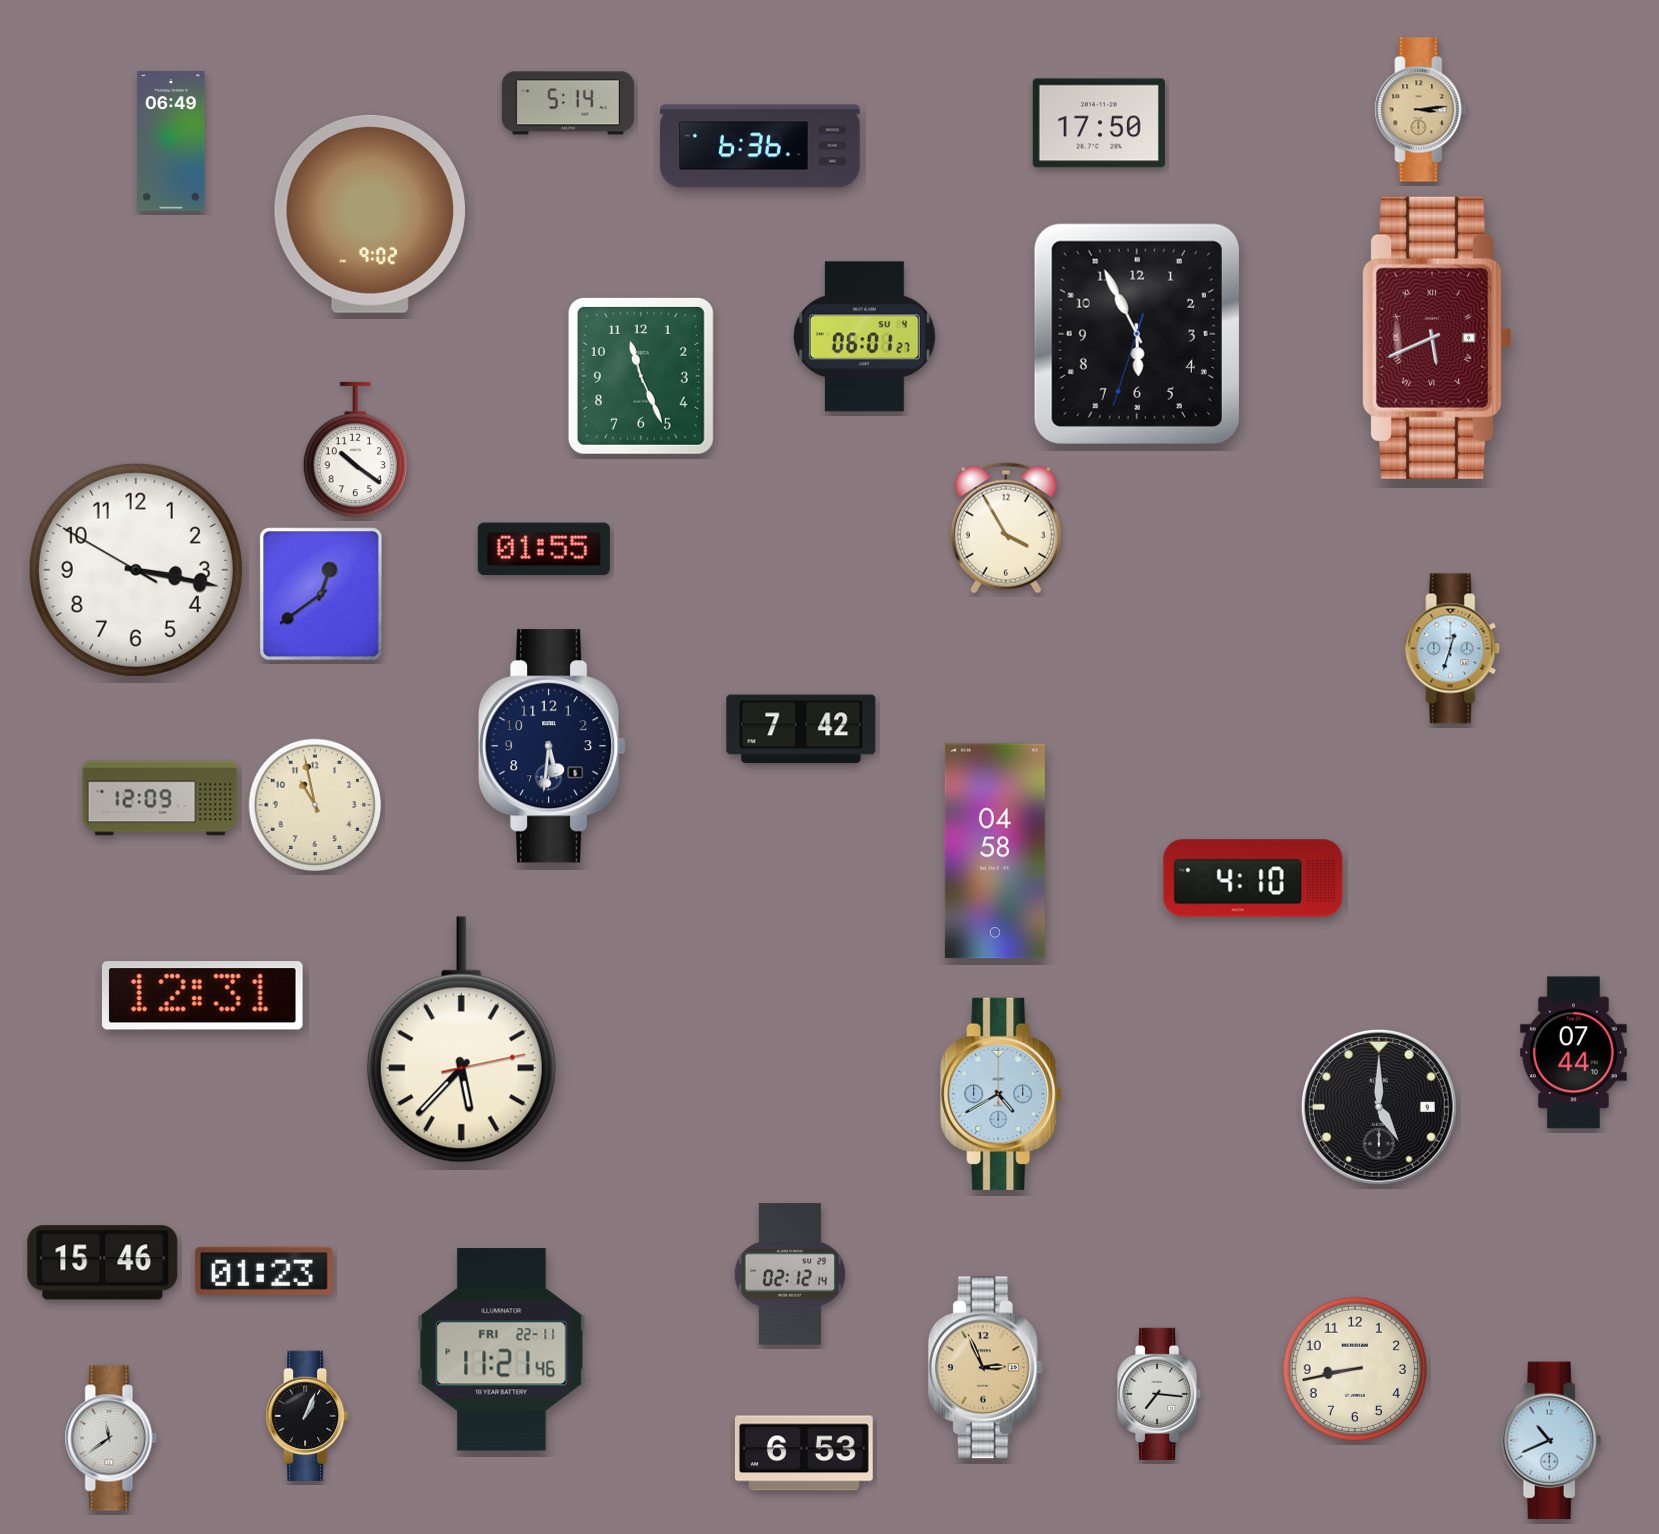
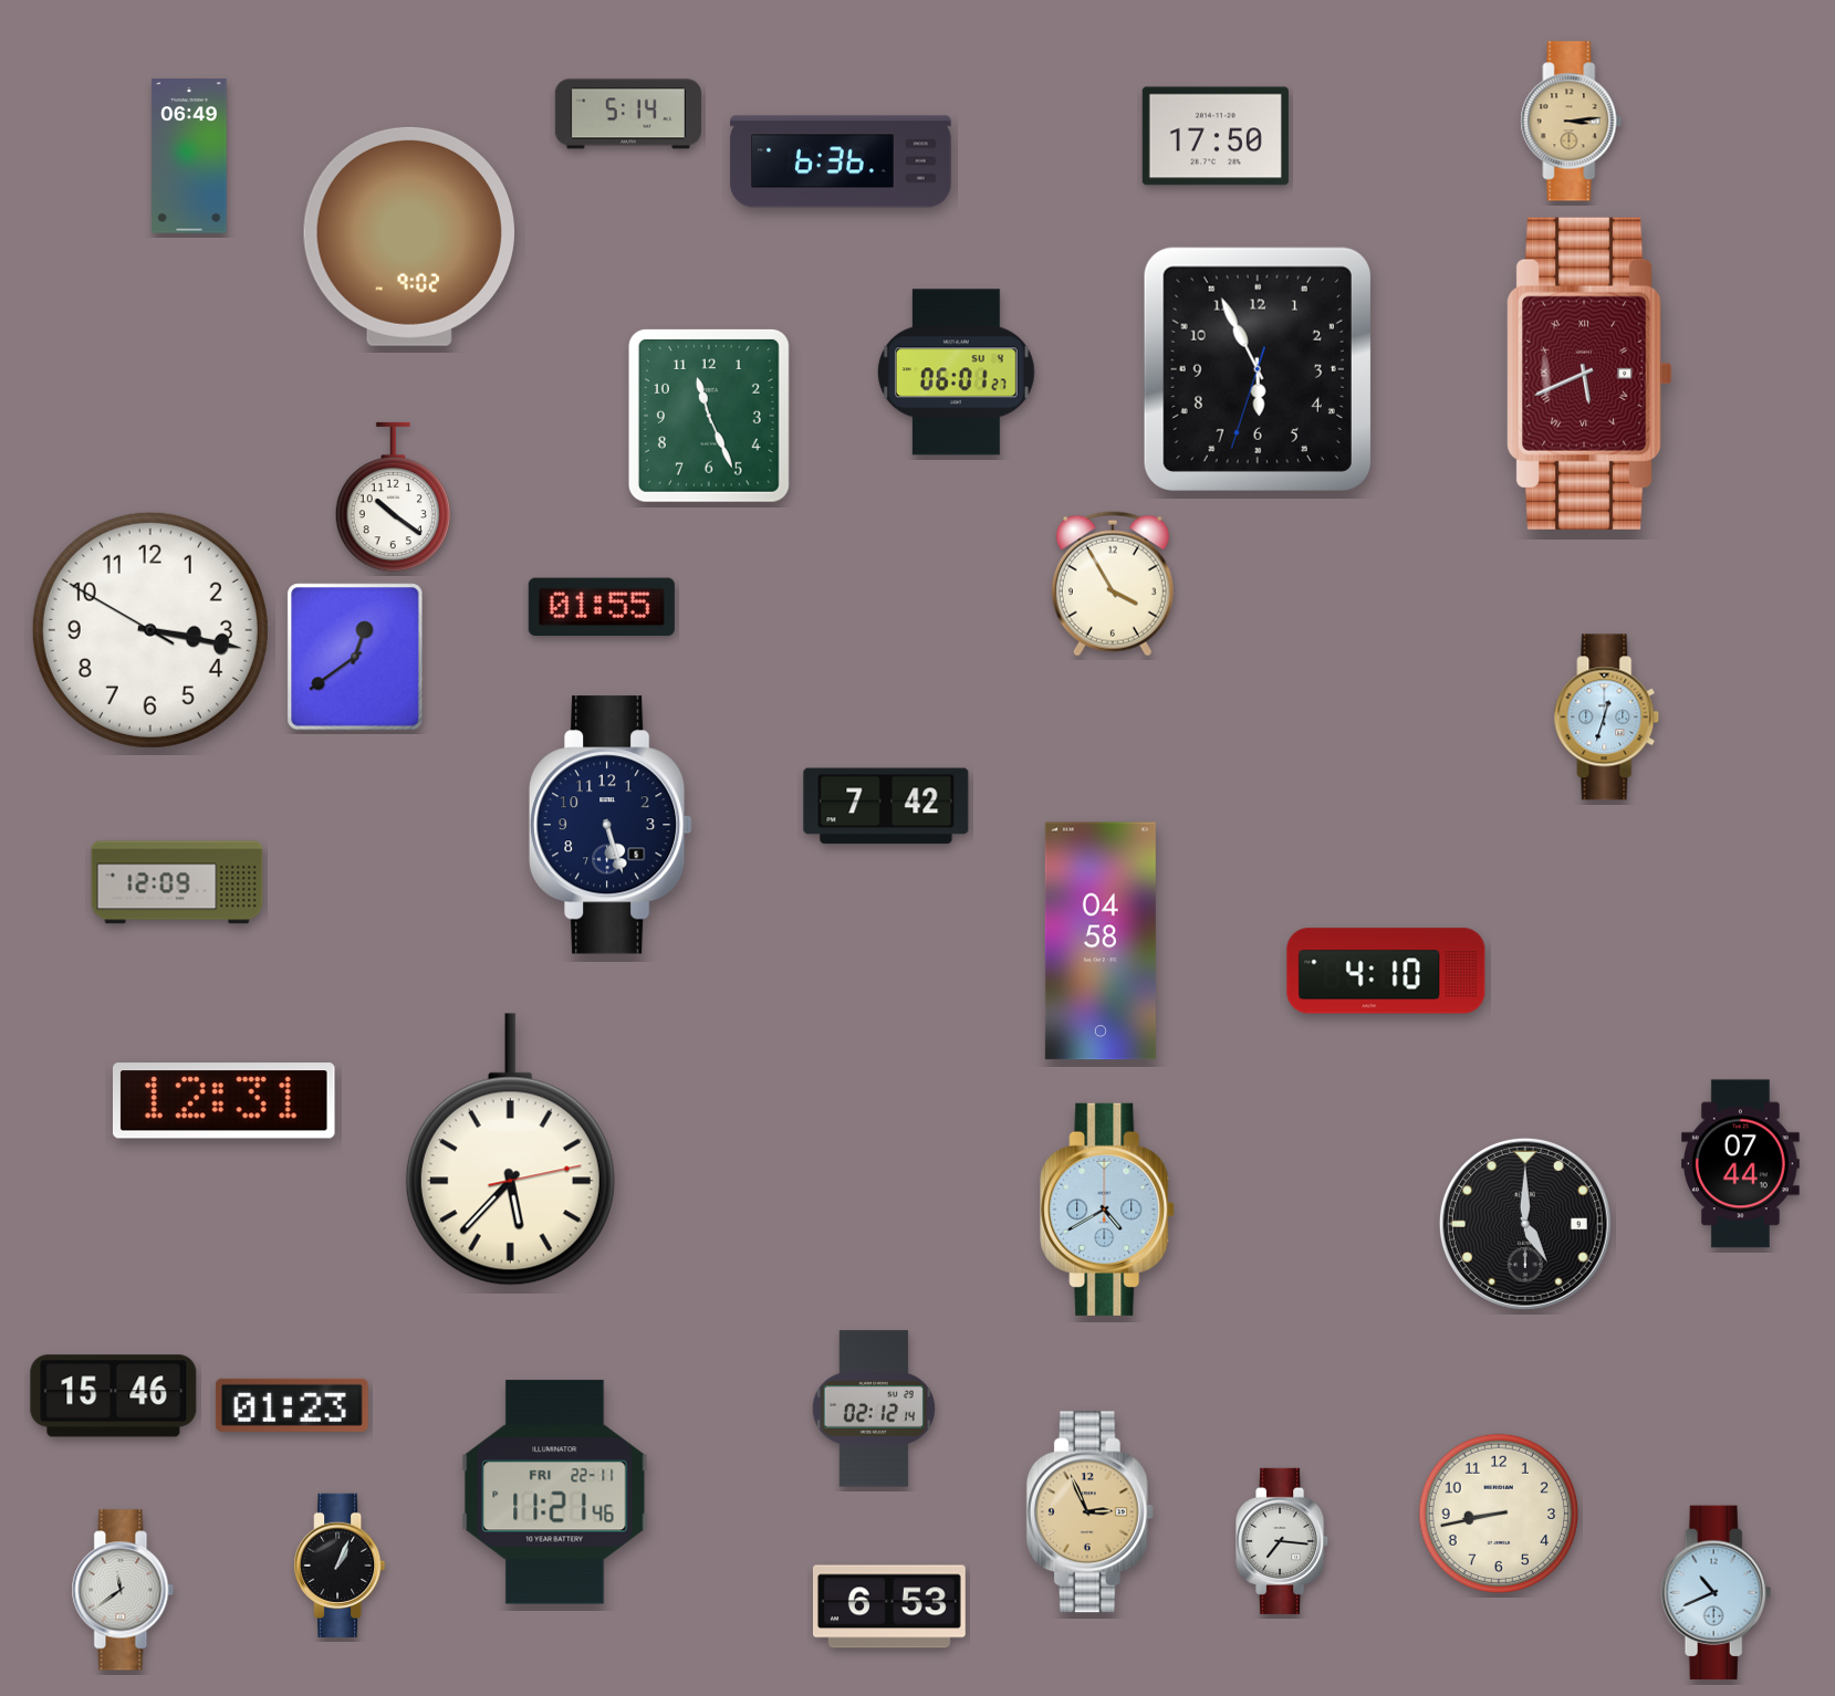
clock at (552, 746): 5:31 -> 5:27
clock at (315, 805): 10:58 -> none
